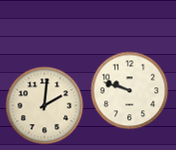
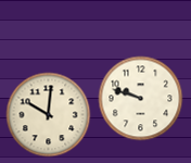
clock at (44, 105): 2:01 -> 10:01
